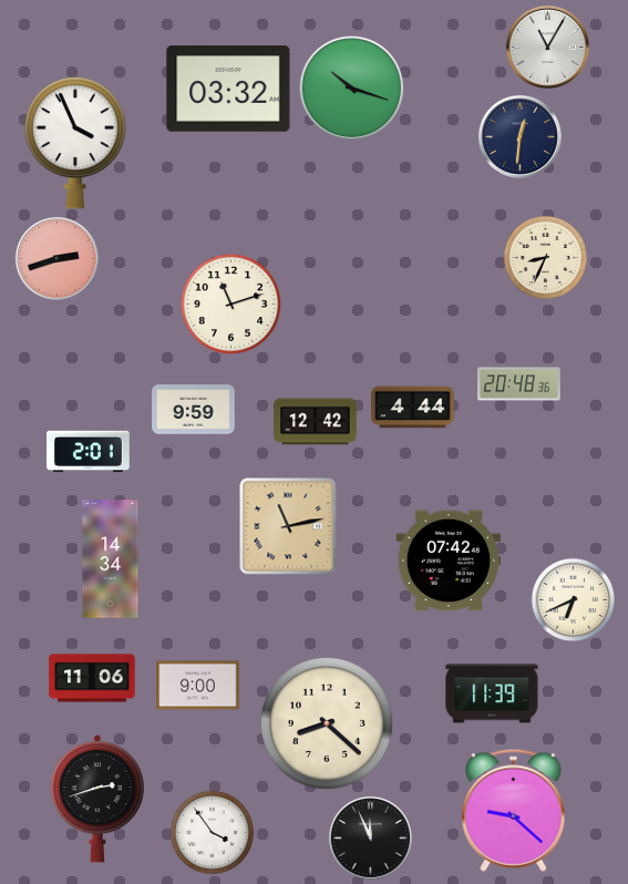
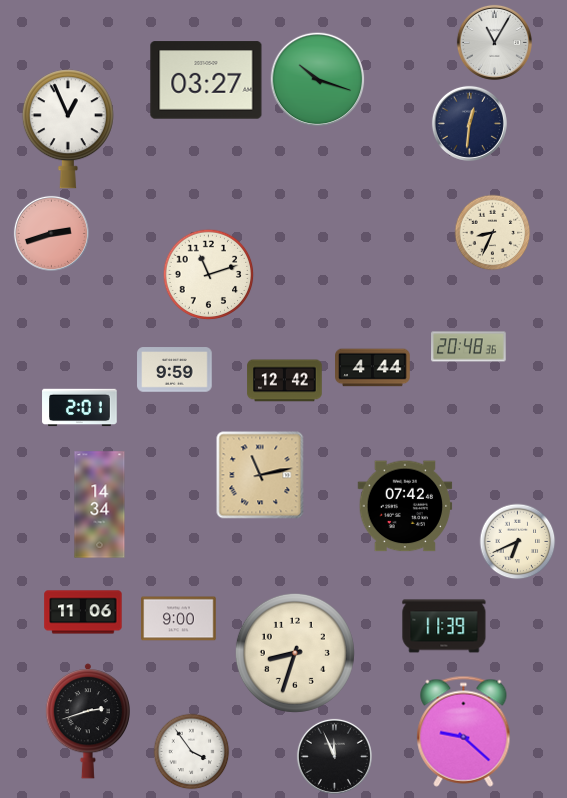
clock at (228, 89): 03:32 -> 03:27
clock at (75, 143): 3:56 -> 12:56
clock at (327, 723): 8:22 -> 8:33
